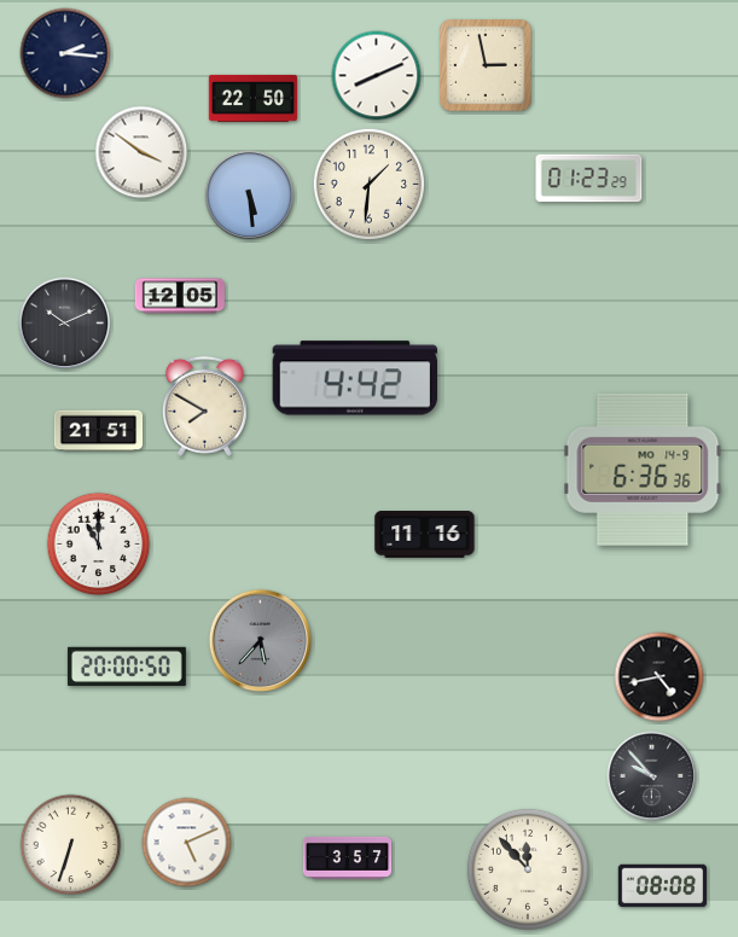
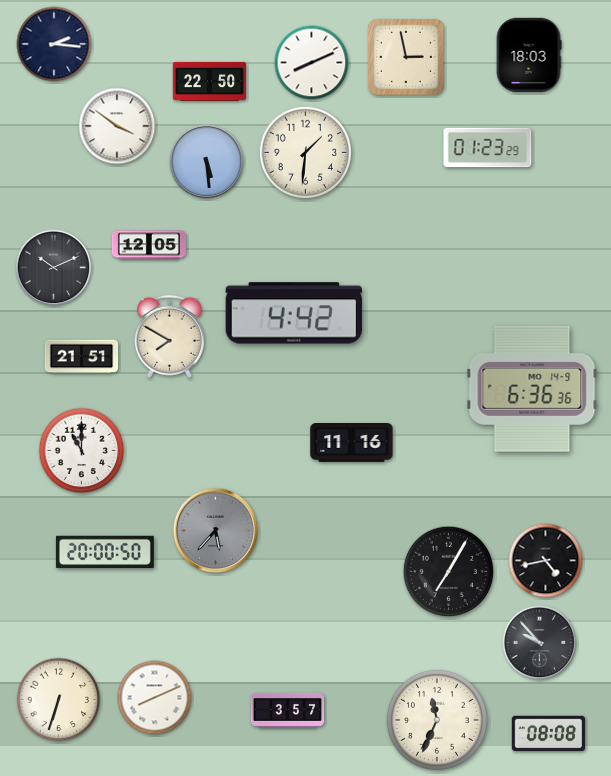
clock at (486, 65) position: (486, 65) -> (406, 57)
clock at (529, 55): none -> 18:03
clock at (449, 572): none -> 7:05
clock at (187, 843): 5:11 -> 8:11
clock at (528, 869): 11:53 -> 11:34
